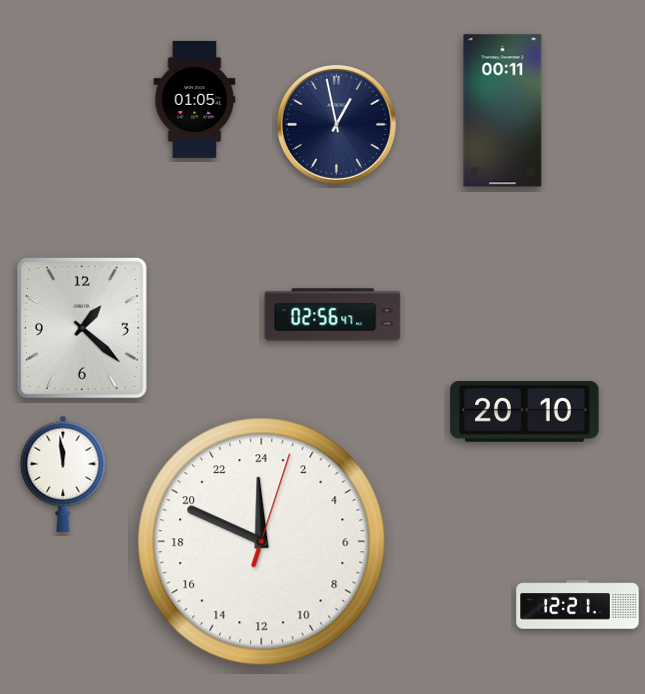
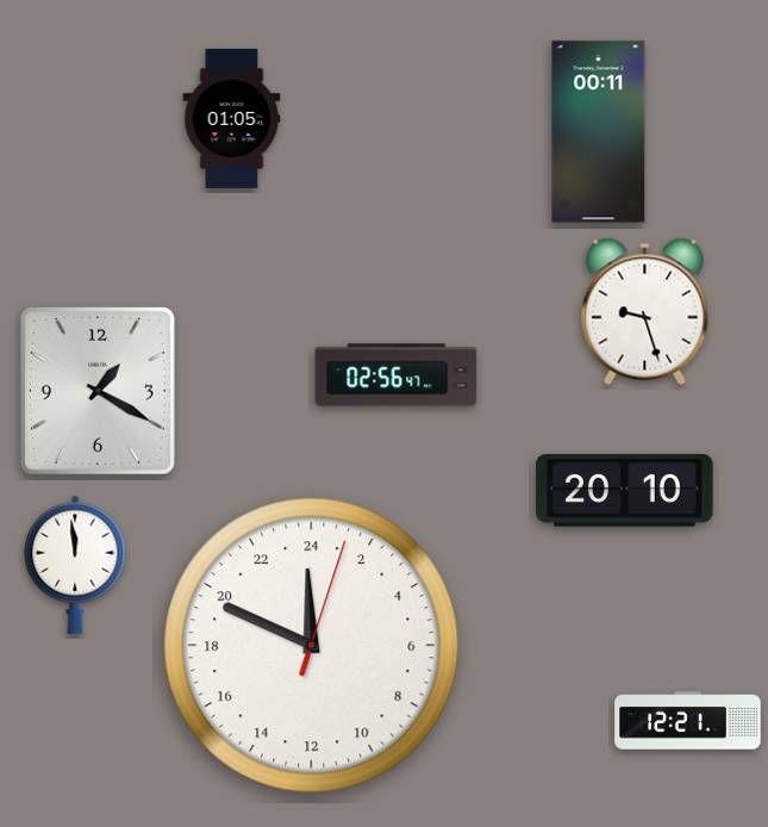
clock at (336, 124): 12:58 -> none
clock at (645, 311): none -> 9:27
clock at (82, 328): 1:22 -> 1:20
